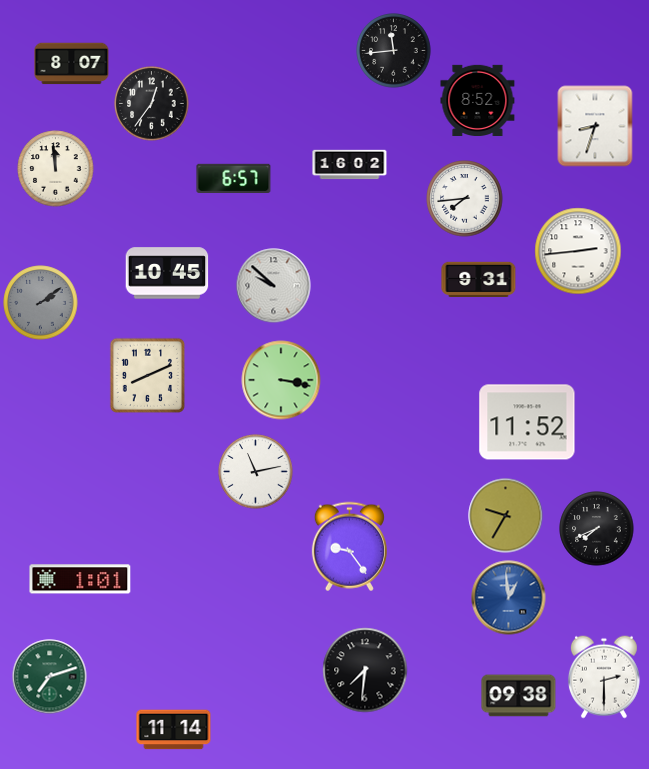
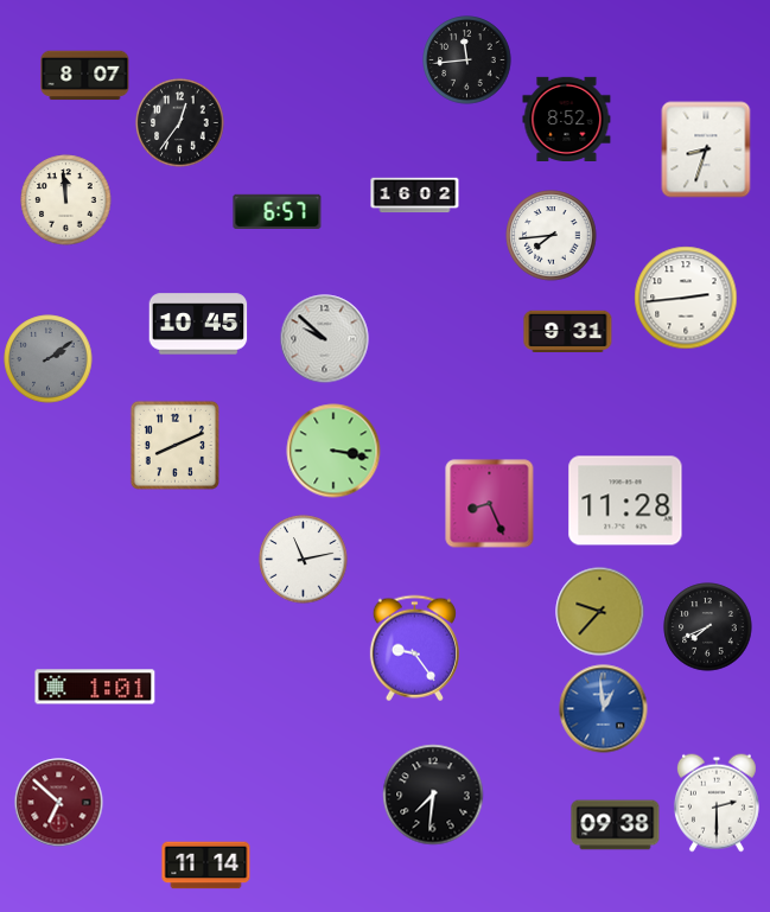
clock at (527, 422): 11:52 -> 11:28
clock at (490, 504): none -> 8:26
clock at (506, 516): 9:35 -> 9:37
clock at (50, 677): 7:12 -> 6:52
clock at (50, 677) dial: green -> burgundy
